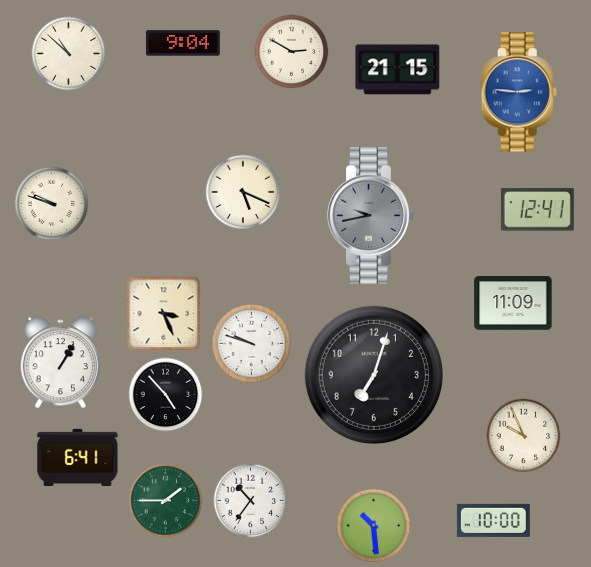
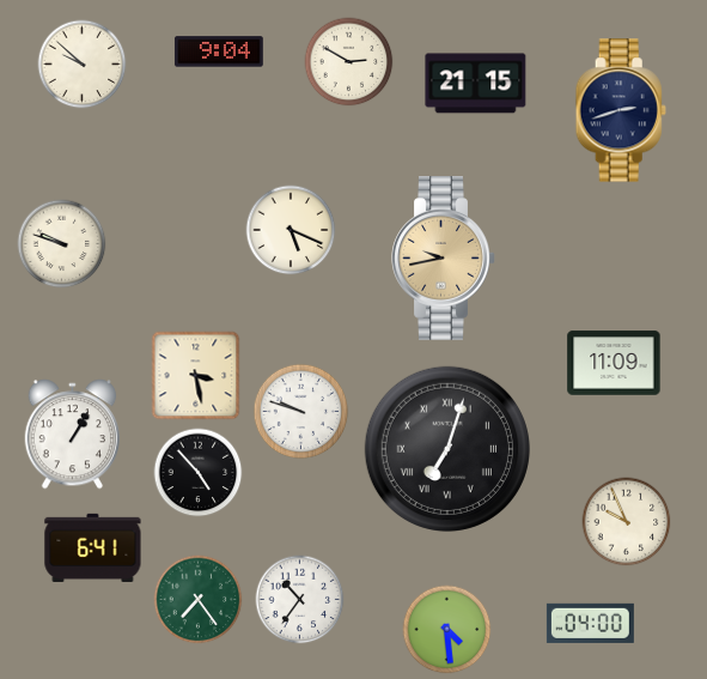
clock at (69, 54): 10:52 -> 9:52
clock at (519, 92): 2:46 -> 2:42
clock at (519, 92) dial: blue -> navy
clock at (537, 210): 12:41 -> none
clock at (371, 216) dial: grey -> champagne
clock at (164, 314): 3:26 -> 3:28
clock at (374, 375) numerals: Arabic -> Roman
clock at (166, 501): 1:45 -> 7:24
clock at (493, 520): 10:00 -> 04:00
clock at (374, 526): 10:29 -> 4:29
